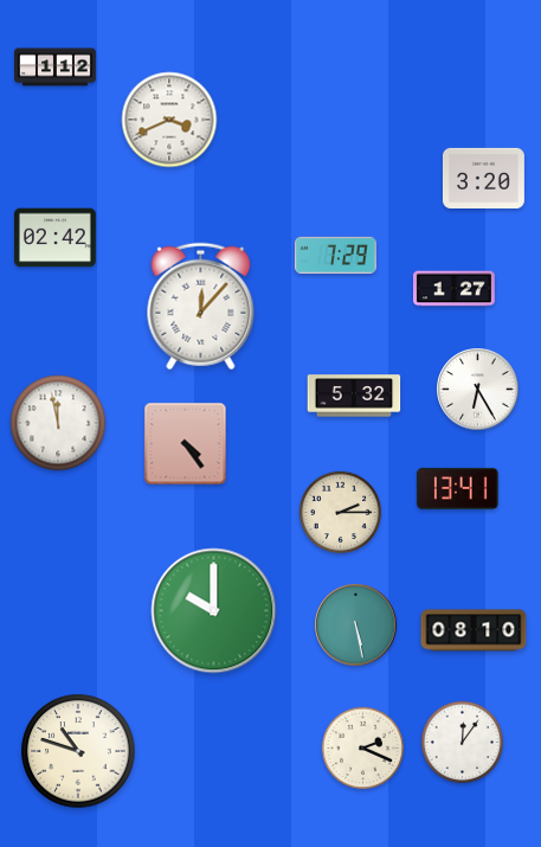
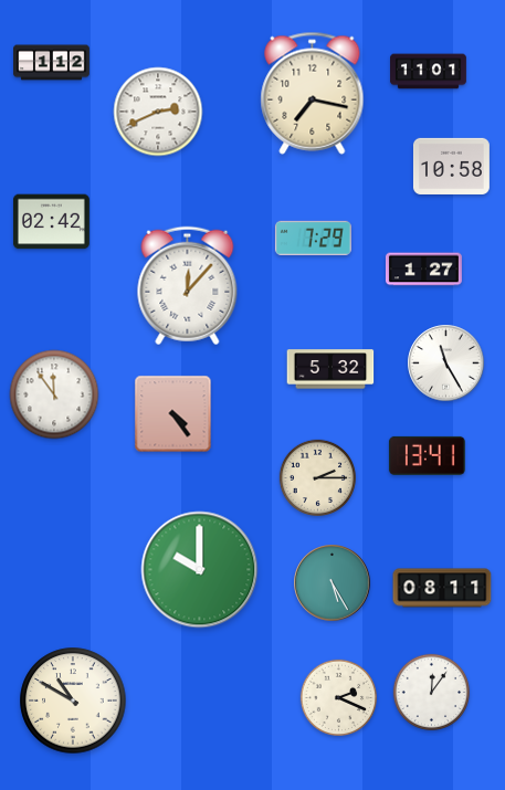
clock at (429, 72): none -> 11:01
clock at (313, 93): none -> 7:17
clock at (169, 120): 3:41 -> 2:41
clock at (483, 178): 3:20 -> 10:58
clock at (478, 390): 6:25 -> 11:25
clock at (58, 423): 11:58 -> 11:54
clock at (356, 625): 5:28 -> 5:25
clock at (474, 630): 08:10 -> 08:11
clock at (78, 751): 10:48 -> 10:50
